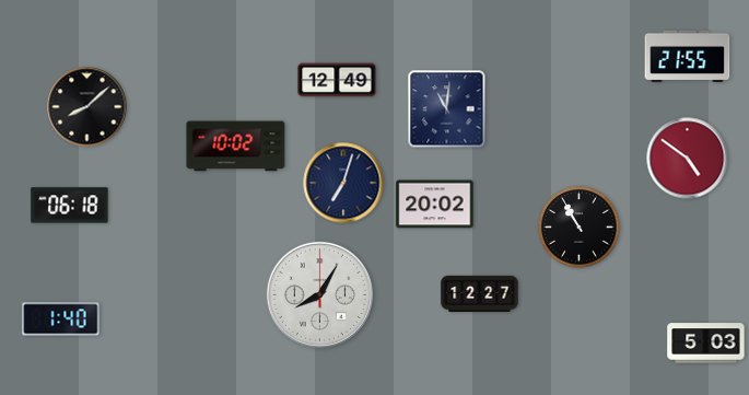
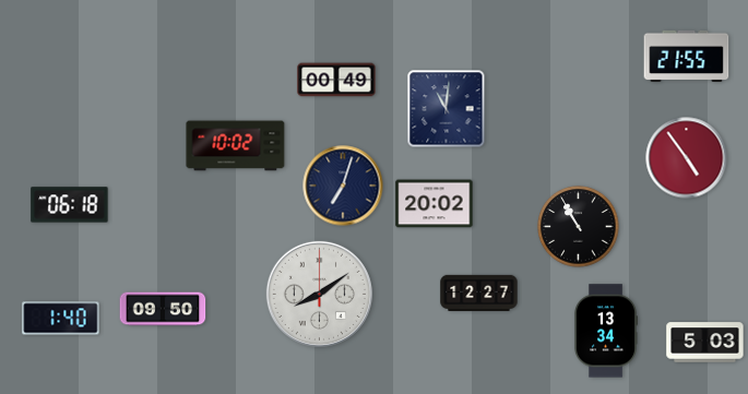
clock at (337, 80): 12:49 -> 00:49
clock at (87, 107): 8:08 -> none
clock at (688, 159): 4:51 -> 4:54
clock at (343, 183) position: (343, 183) -> (343, 186)
clock at (319, 294): 8:05 -> 8:09
clock at (163, 309): none -> 09:50
clock at (606, 331): none -> 13:34
